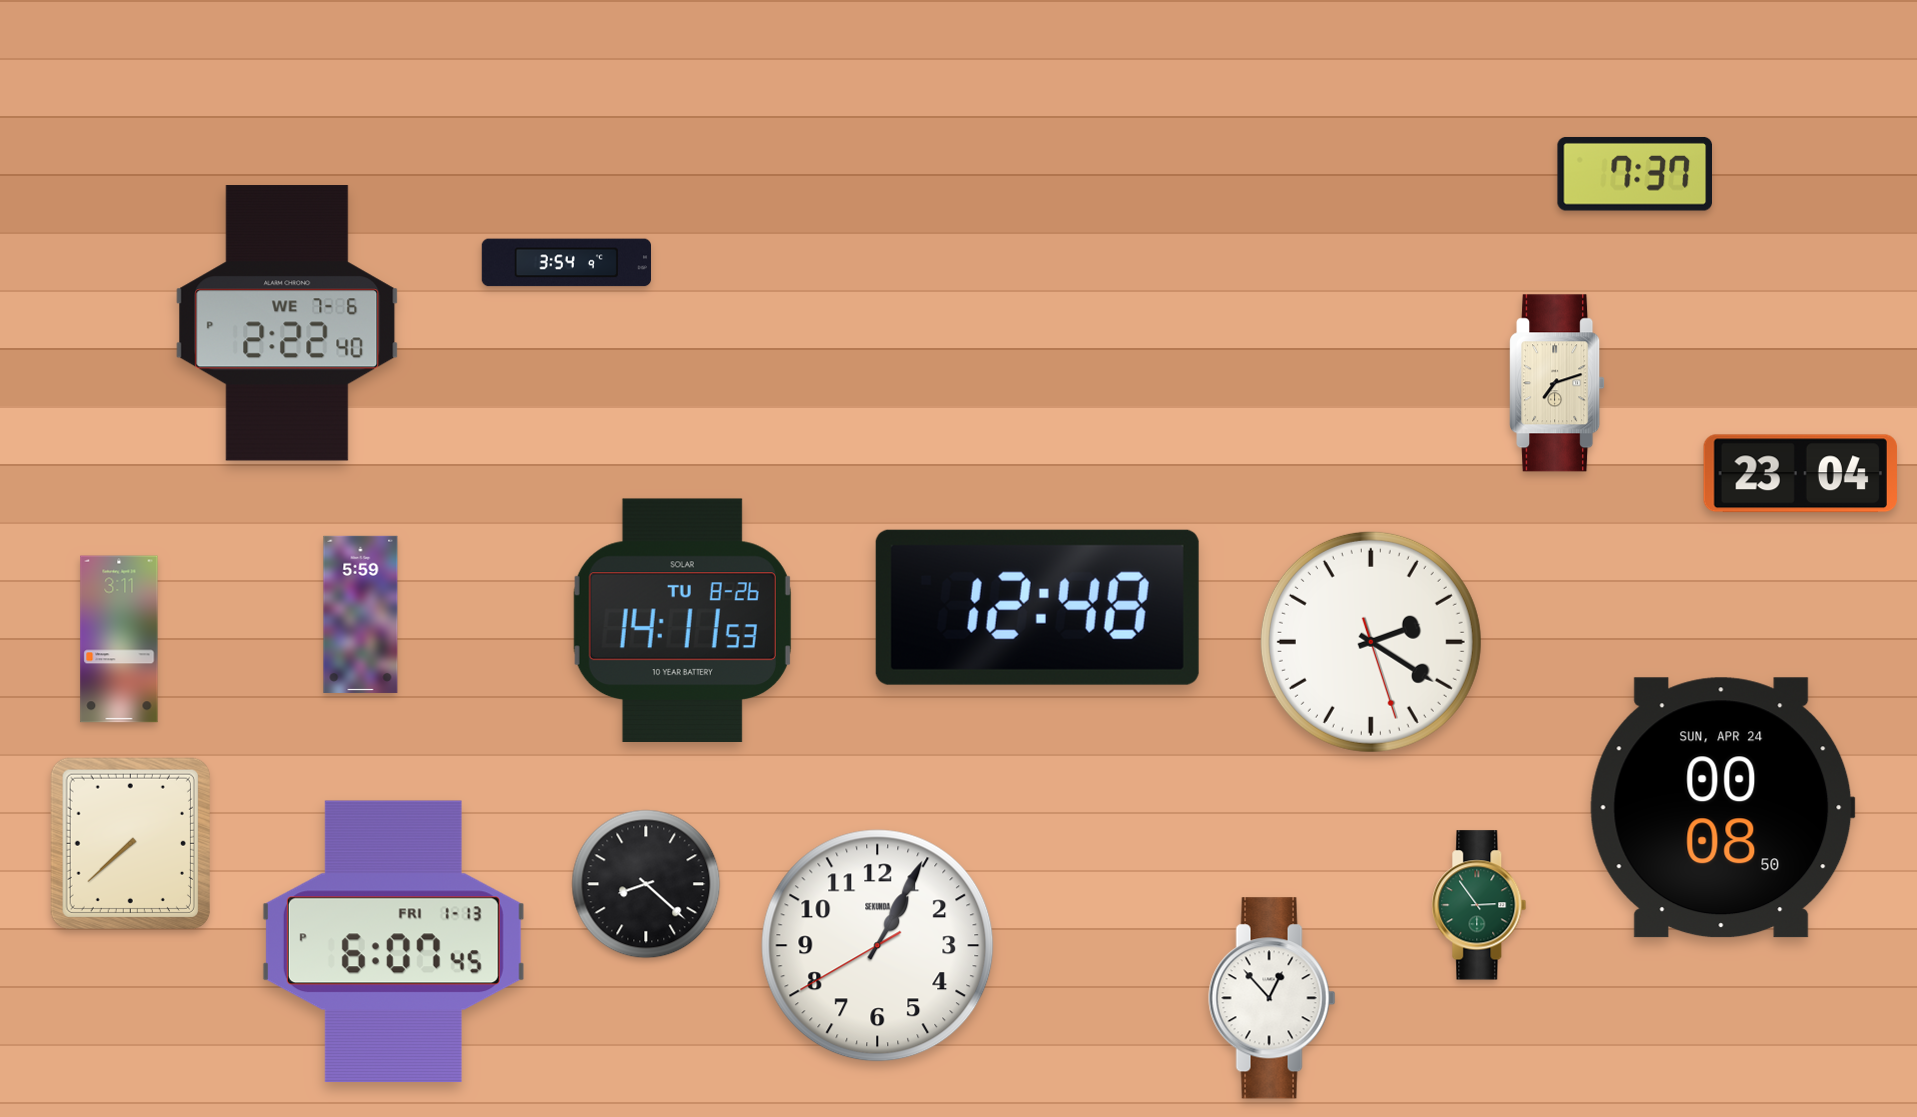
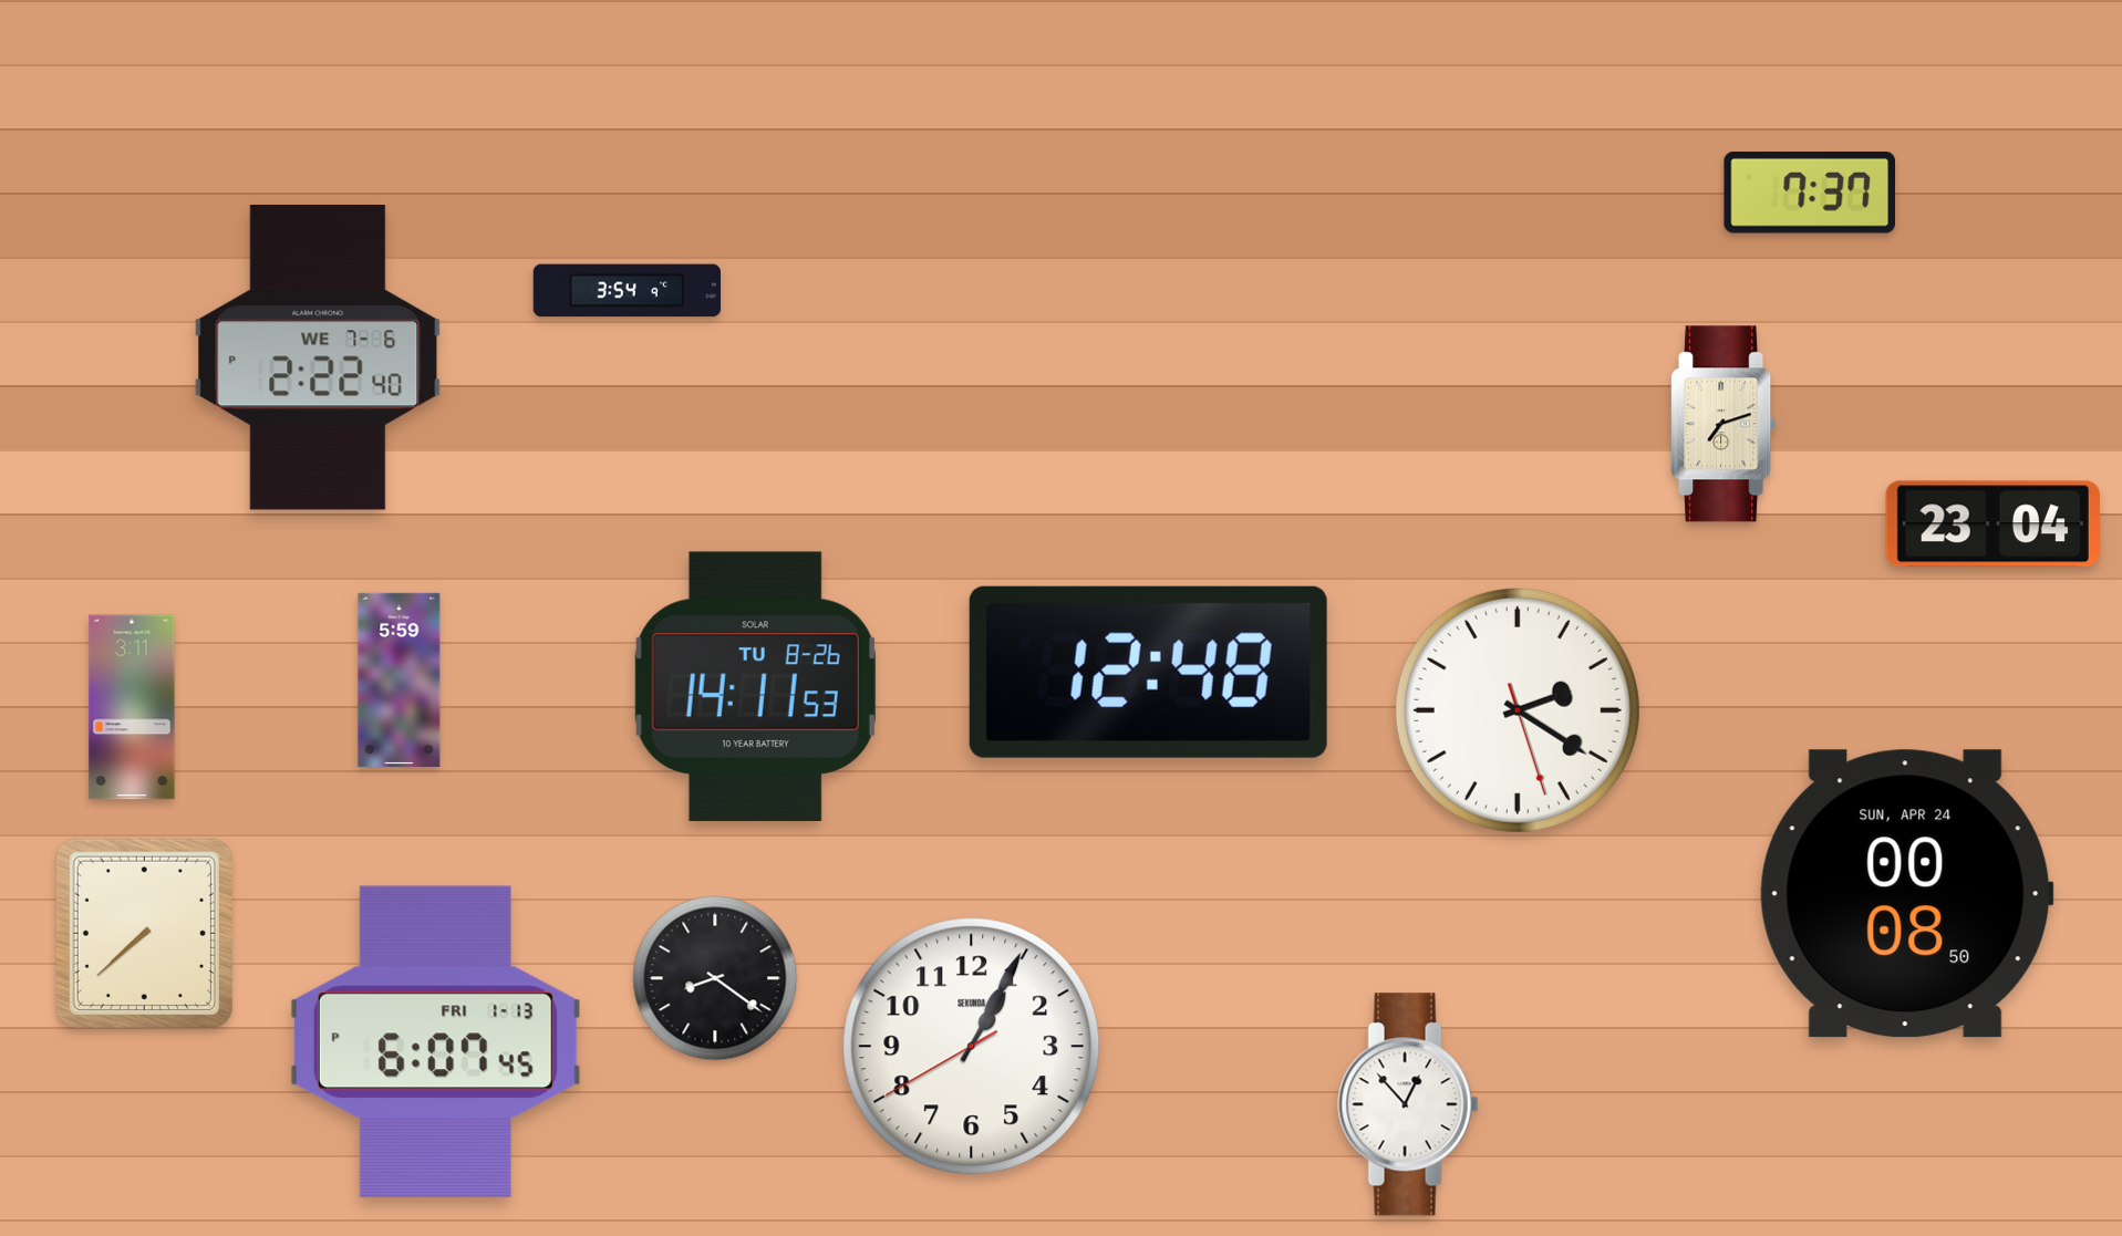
clock at (646, 884): 8:22 -> 8:21
clock at (1479, 905): 2:54 -> none
